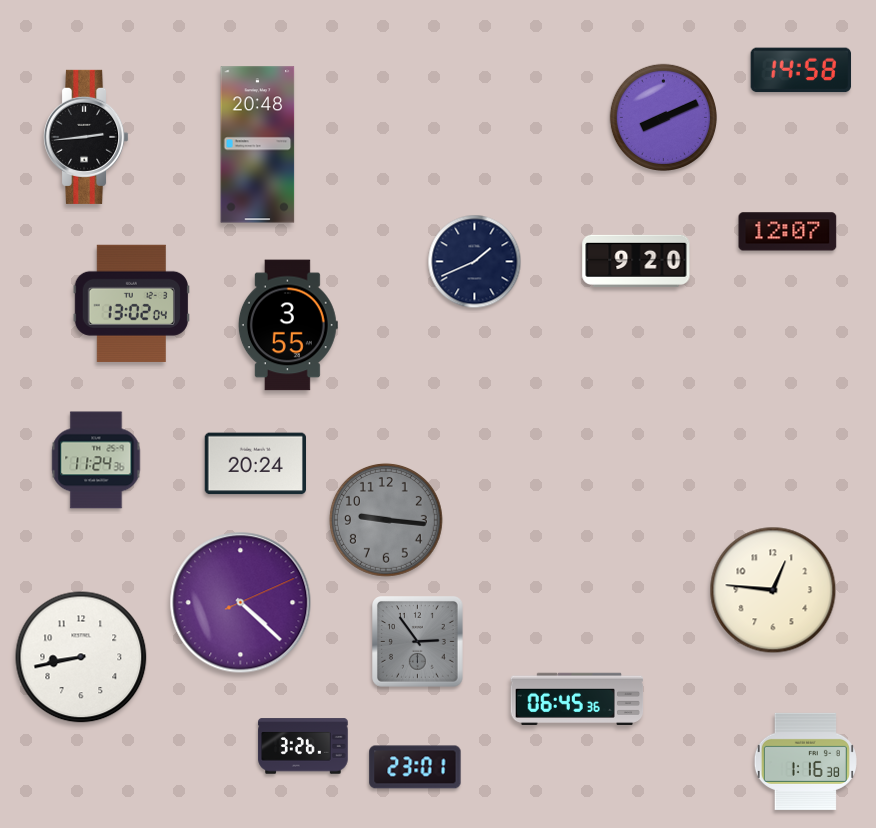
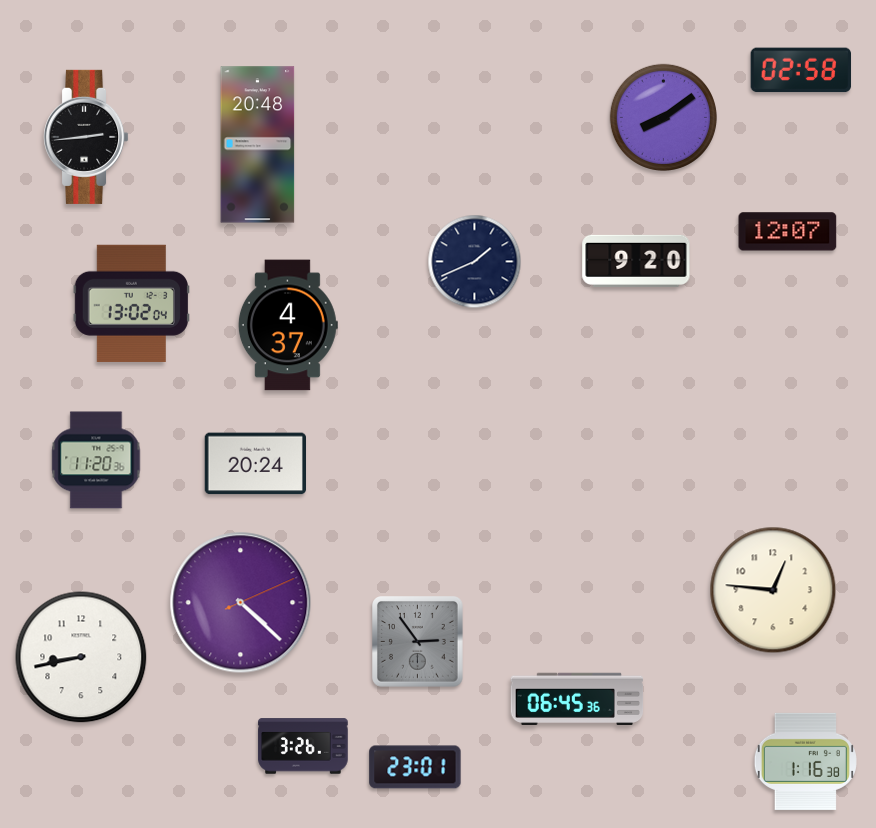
clock at (801, 70): 14:58 -> 02:58
clock at (663, 117): 8:11 -> 8:09
clock at (288, 325): 3:55 -> 4:37
clock at (96, 460): 11:24 -> 11:20
clock at (386, 520): 9:16 -> none
